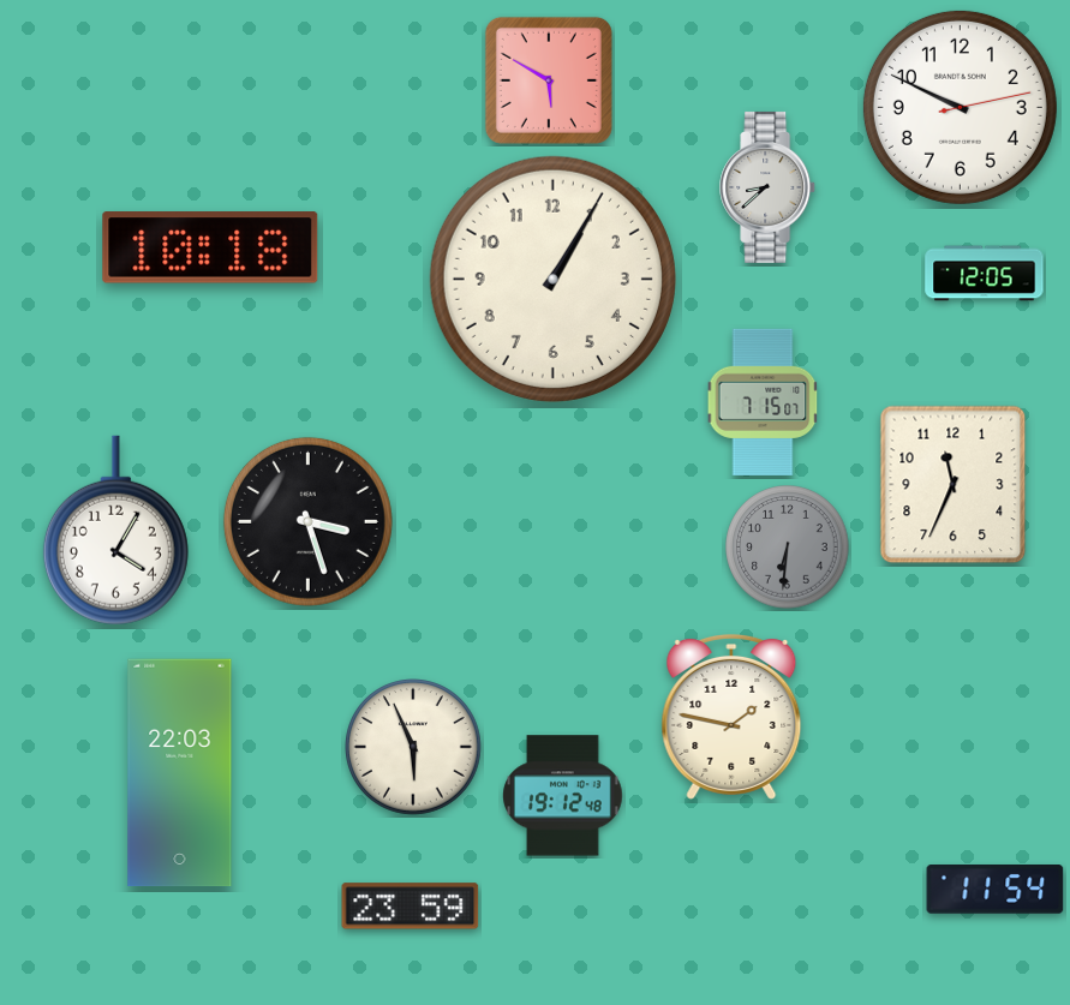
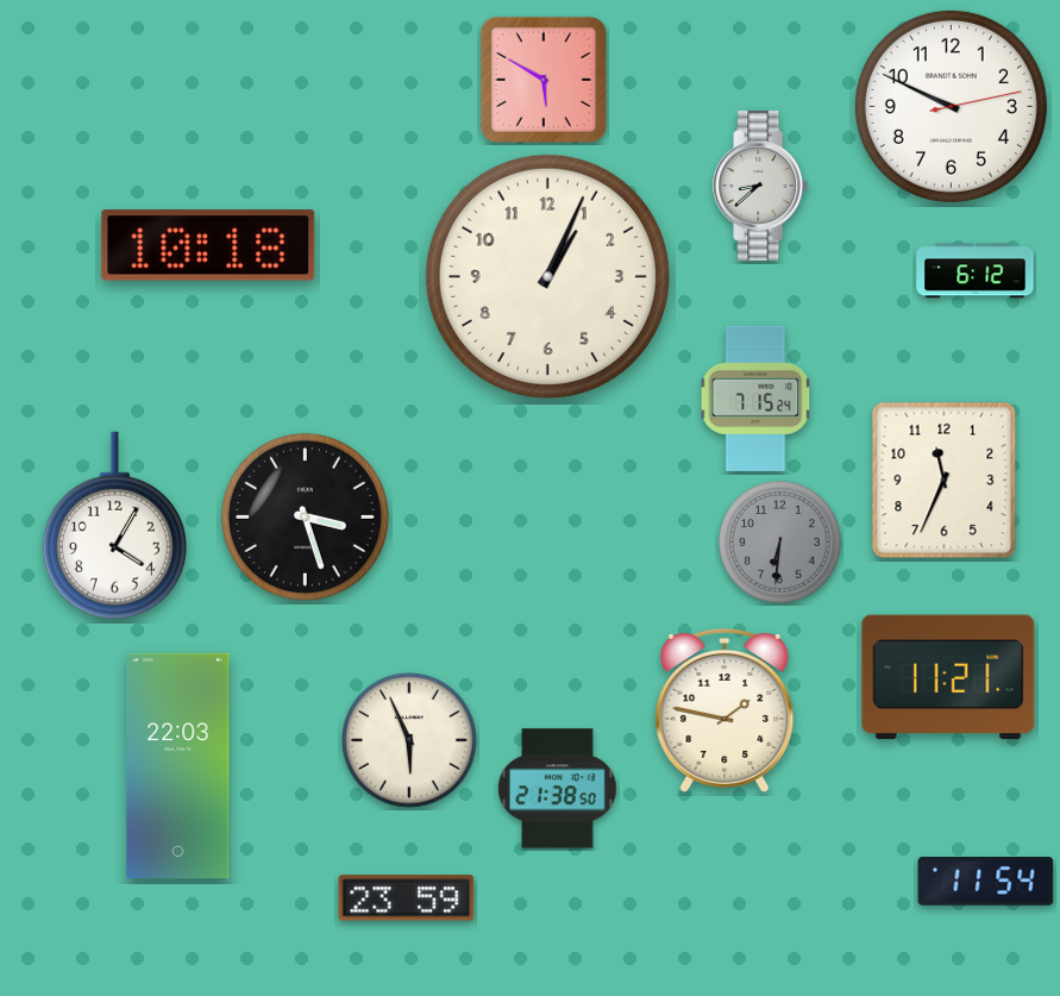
clock at (985, 274): 12:05 -> 6:12
clock at (552, 279): 1:05 -> 1:04
clock at (763, 402): 7:15:07 -> 7:15:24
clock at (948, 677): none -> 11:21
clock at (563, 796): 19:12 -> 21:38
